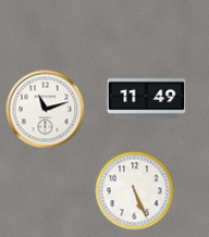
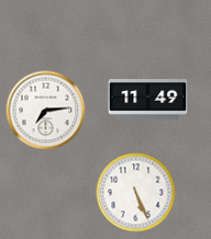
clock at (46, 110): 11:12 -> 7:14
